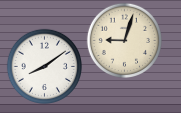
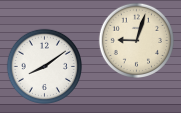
clock at (124, 40) position: (124, 40) -> (136, 40)
